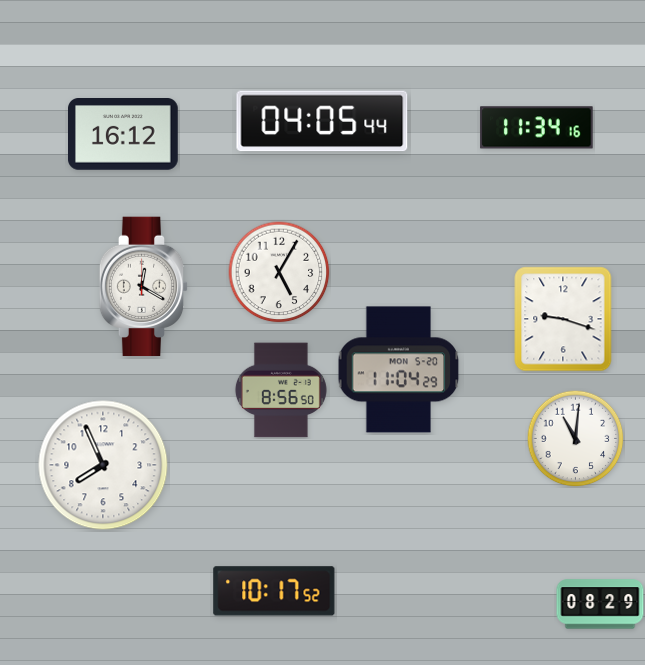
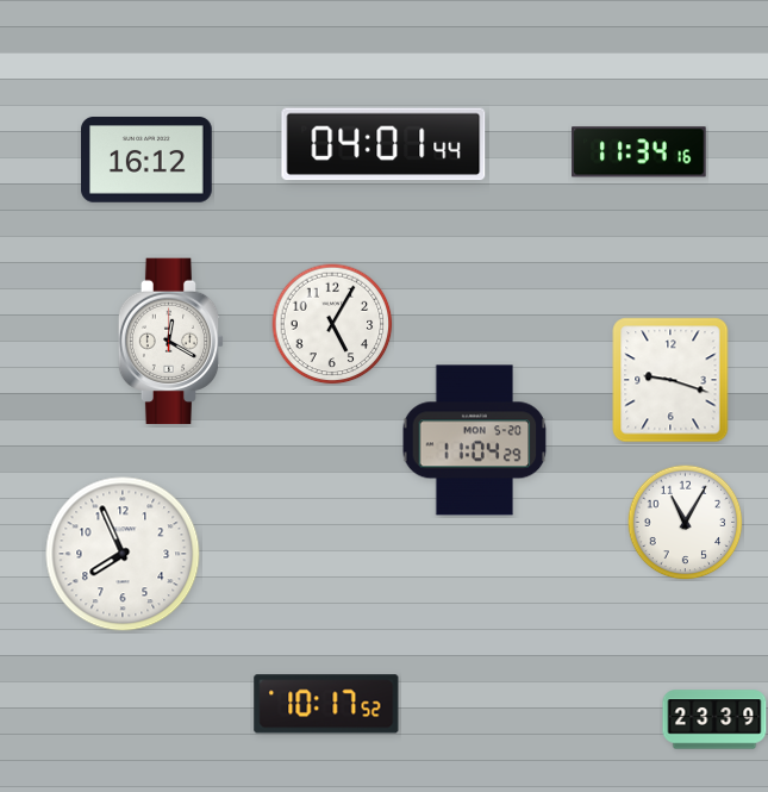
clock at (322, 121): 04:05 -> 04:01
clock at (281, 390): 8:56 -> none
clock at (575, 438): 11:01 -> 11:05
clock at (600, 604): 08:29 -> 23:39
